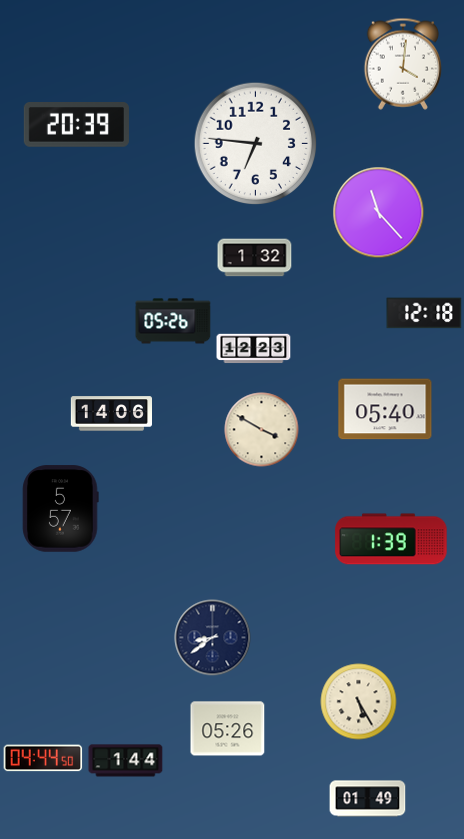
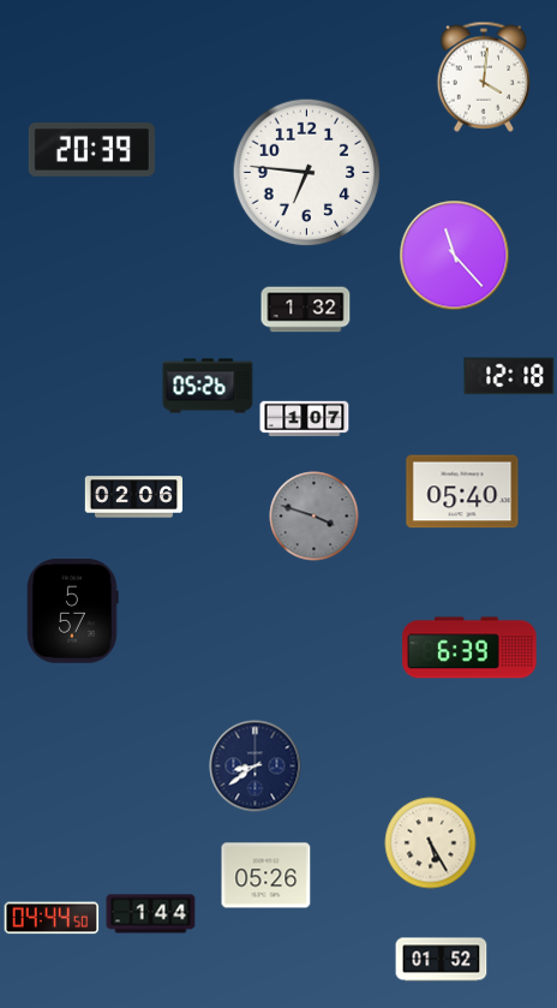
clock at (254, 349): 12:23 -> 1:07
clock at (111, 414): 14:06 -> 02:06
clock at (262, 430): 3:50 -> 3:48
clock at (262, 430) dial: cream -> grey
clock at (391, 539): 1:39 -> 6:39
clock at (228, 729) position: (228, 729) -> (266, 876)
clock at (43, 758) position: (43, 758) -> (52, 918)
clock at (368, 799): 01:49 -> 01:52
